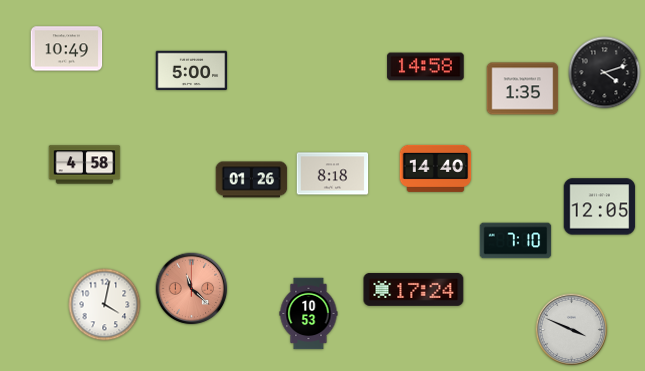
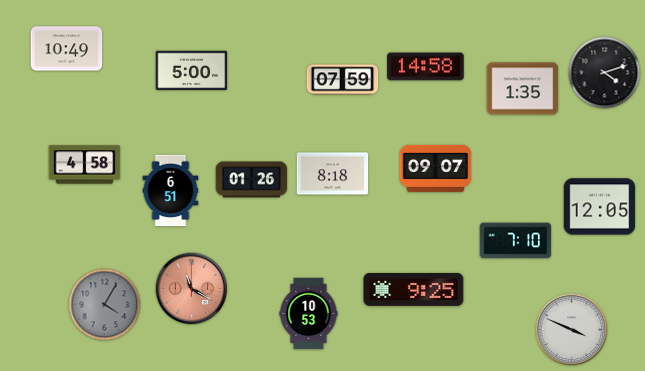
clock at (343, 80): none -> 07:59
clock at (436, 168): 14:40 -> 09:07
clock at (171, 191): none -> 6:51
clock at (192, 289): 11:22 -> 11:20
clock at (414, 289): 17:24 -> 9:25
clock at (105, 305): 4:02 -> 4:05
clock at (105, 305) dial: white -> grey
